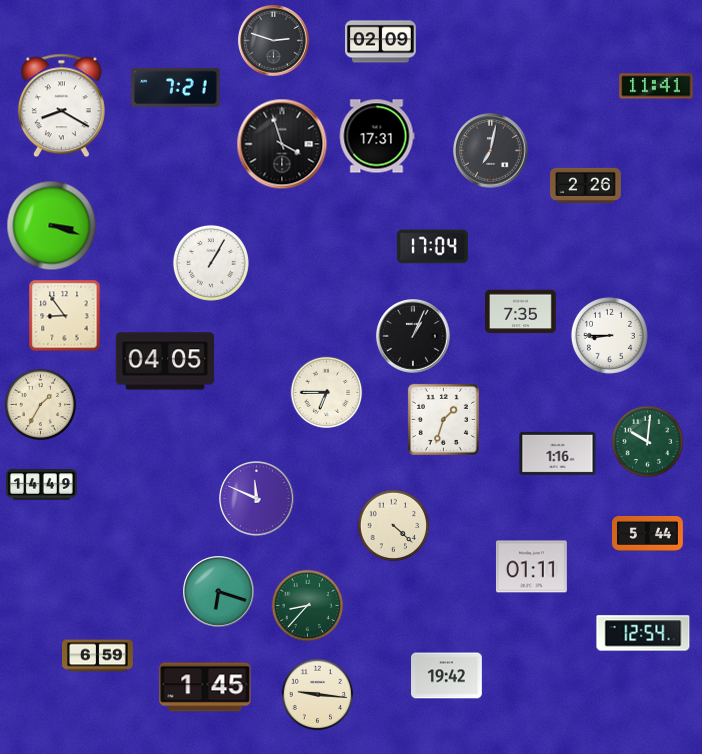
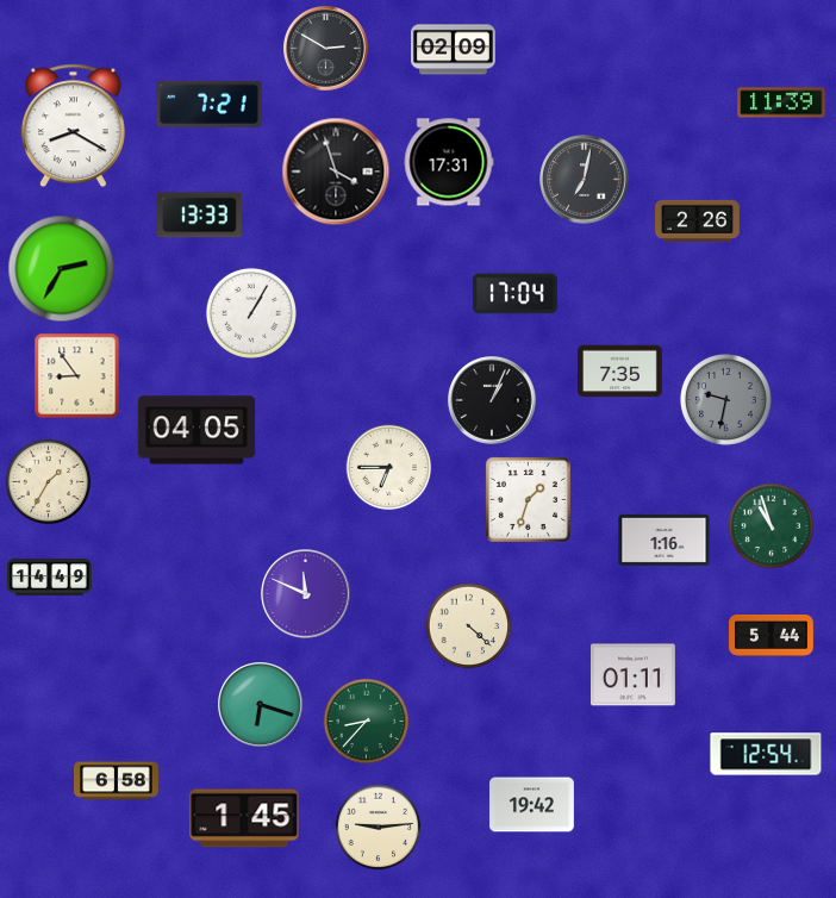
clock at (274, 41): 2:48 -> 2:50
clock at (656, 86): 11:41 -> 11:39
clock at (199, 216): none -> 13:33
clock at (52, 226): 3:18 -> 2:35
clock at (609, 335): 8:45 -> 9:32
clock at (609, 335) dial: white -> grey
clock at (648, 442): 10:01 -> 10:57
clock at (98, 656): 6:59 -> 6:58
clock at (318, 695): 9:16 -> 9:14
